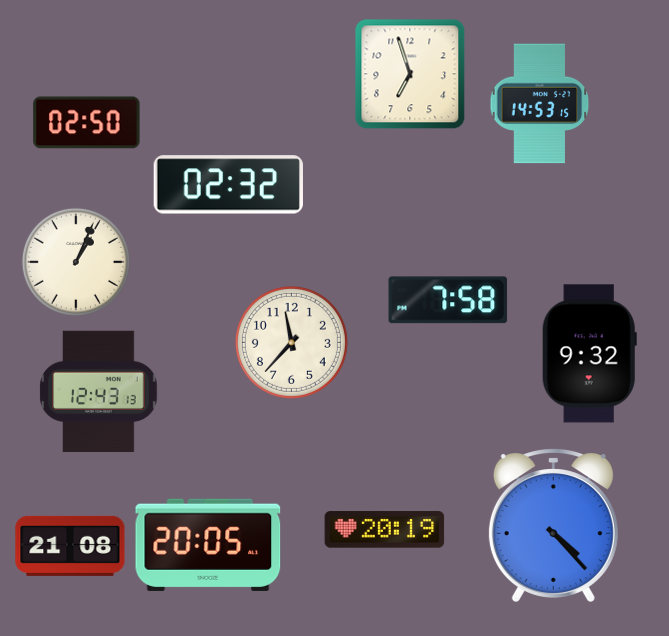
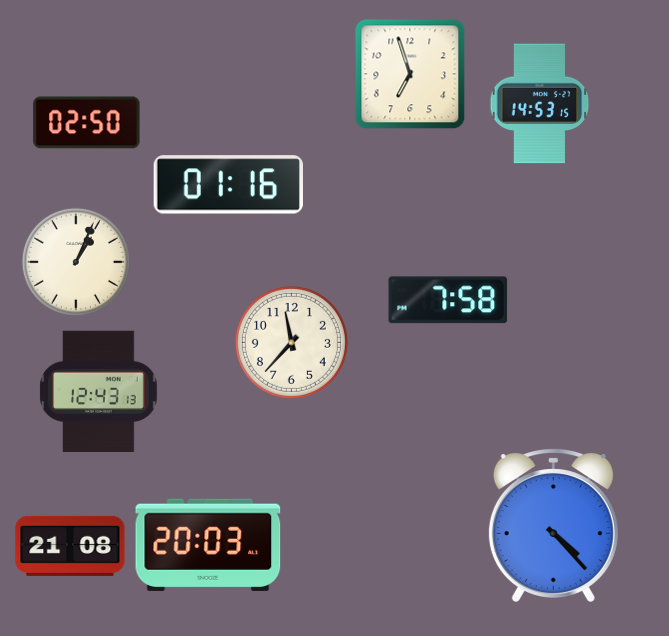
clock at (228, 185): 02:32 -> 01:16
clock at (589, 354): 9:32 -> none
clock at (385, 530): 20:19 -> none
clock at (208, 545): 20:05 -> 20:03
